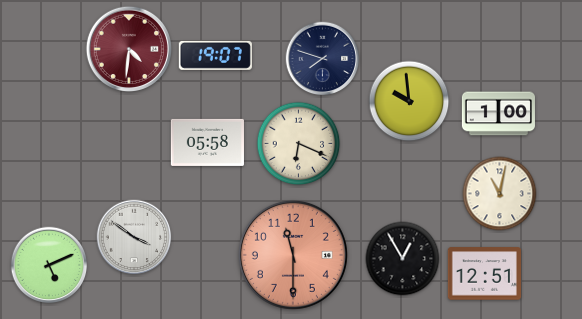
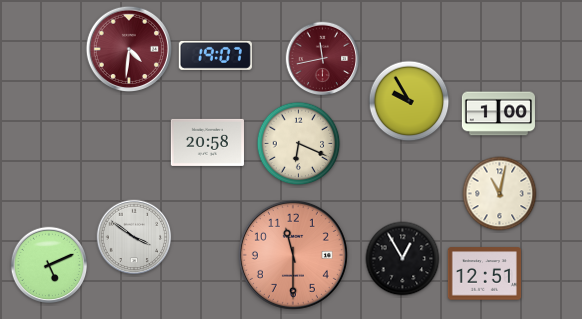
clock at (323, 59): 7:48 -> 11:43
clock at (323, 59) dial: navy -> burgundy
clock at (409, 101): 9:59 -> 9:55
clock at (207, 142): 05:58 -> 20:58
